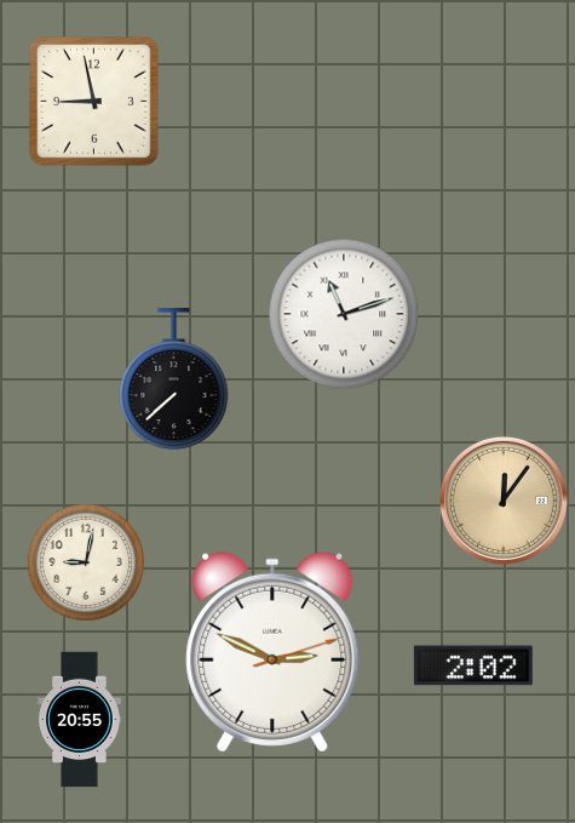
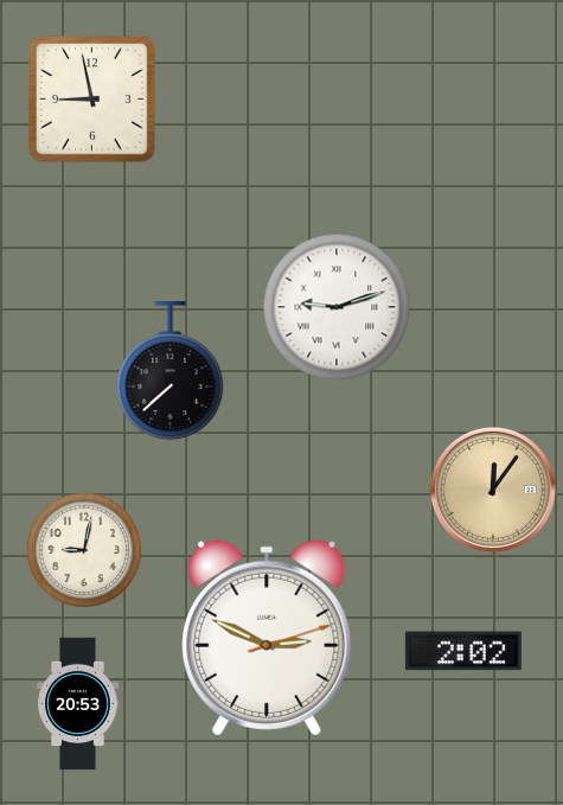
clock at (344, 314): 11:12 -> 9:12
clock at (80, 720): 20:55 -> 20:53
